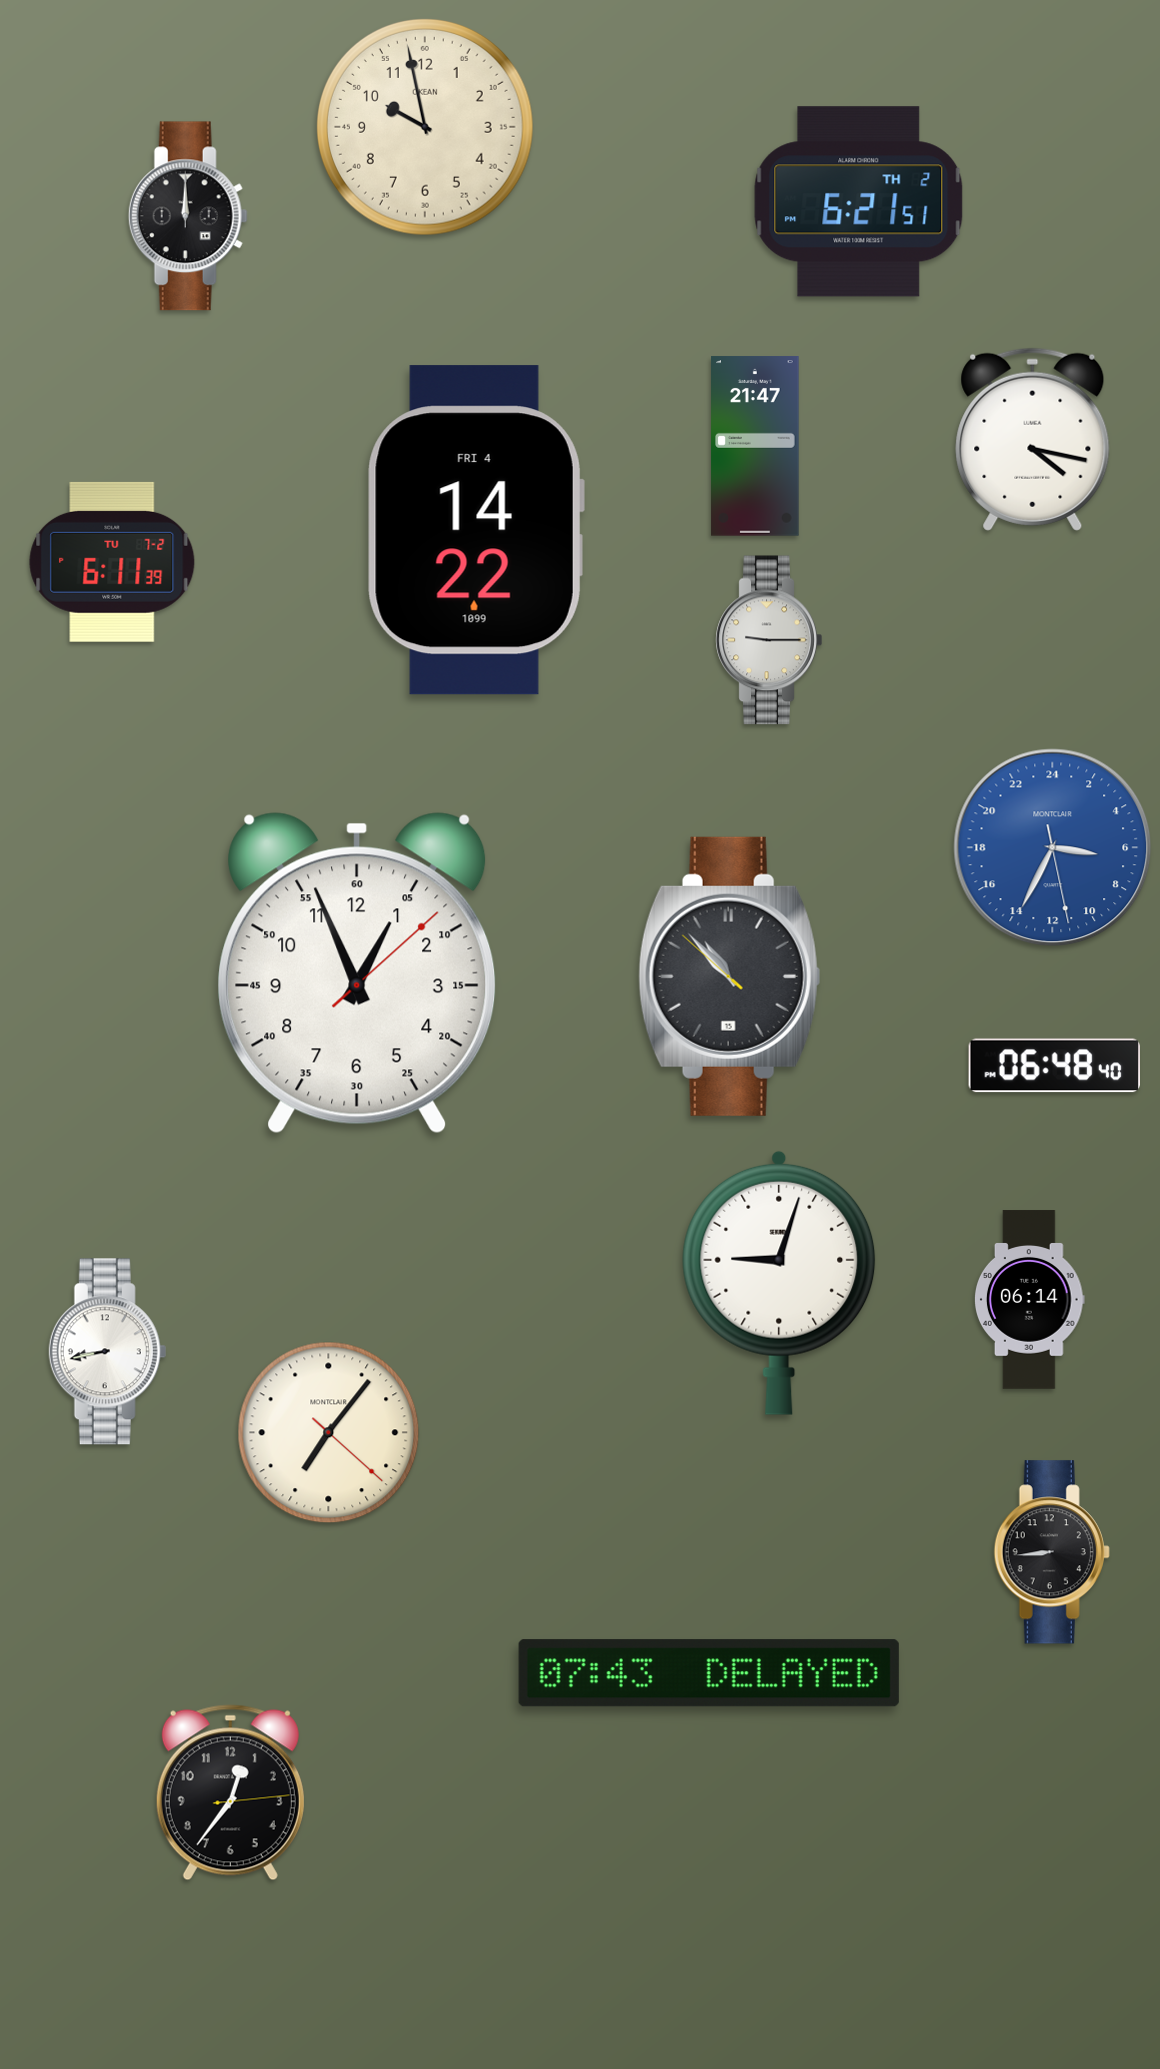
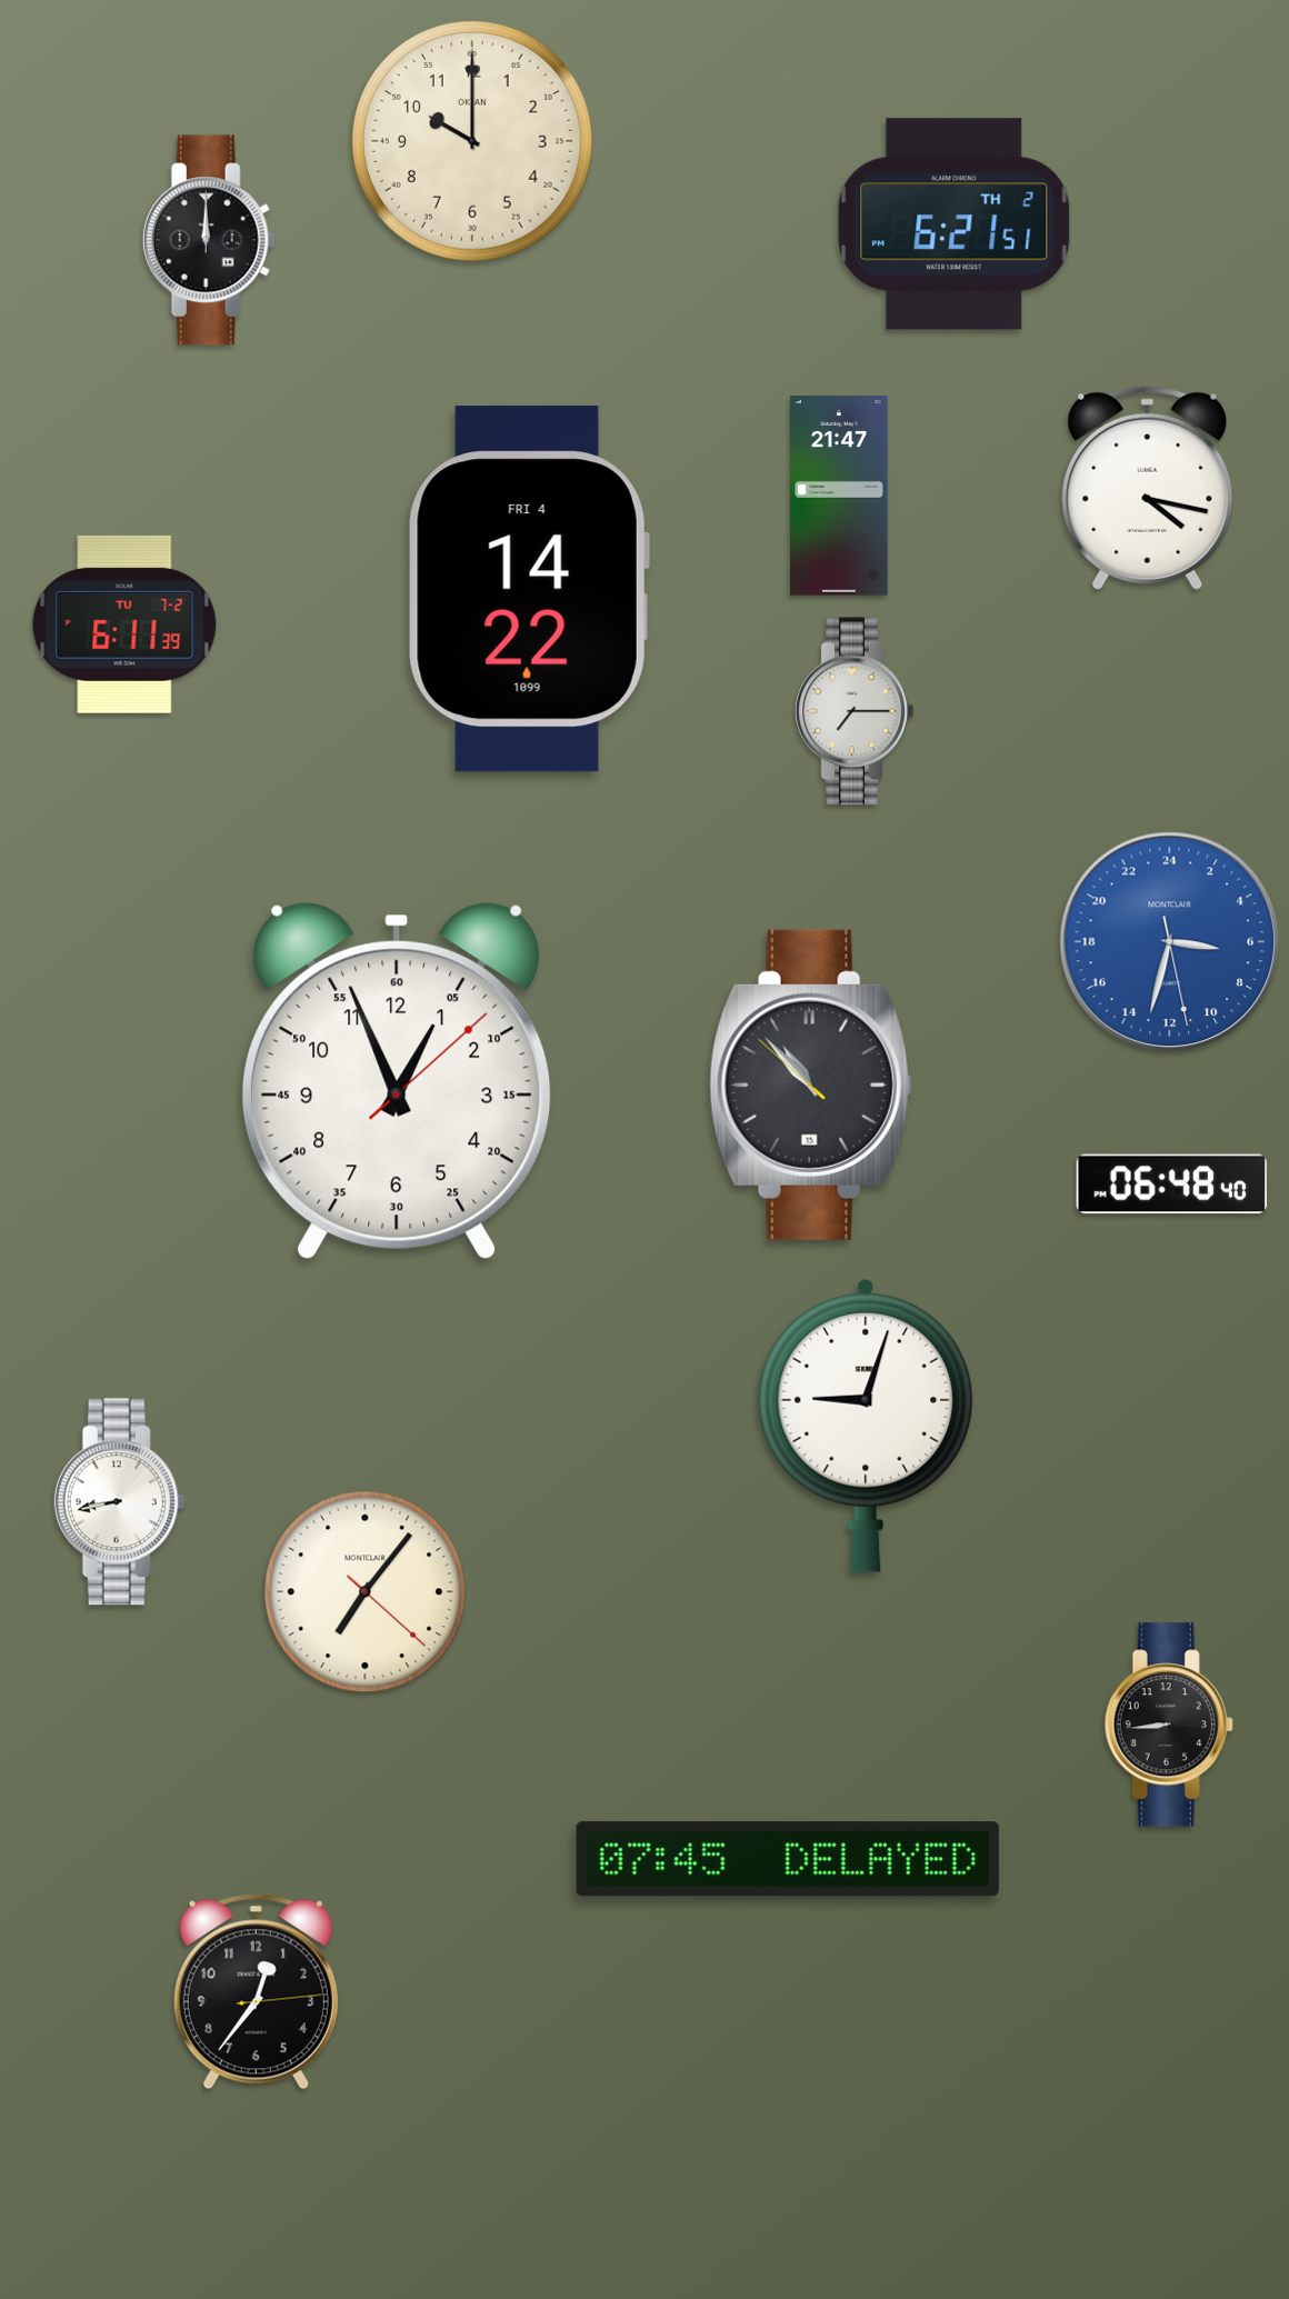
clock at (426, 128): 9:58 -> 10:00
clock at (769, 640): 9:15 -> 7:15
clock at (1053, 848): 6:34 -> 6:32
clock at (1029, 1300): 06:14 -> none
clock at (709, 1673): 07:43 -> 07:45
